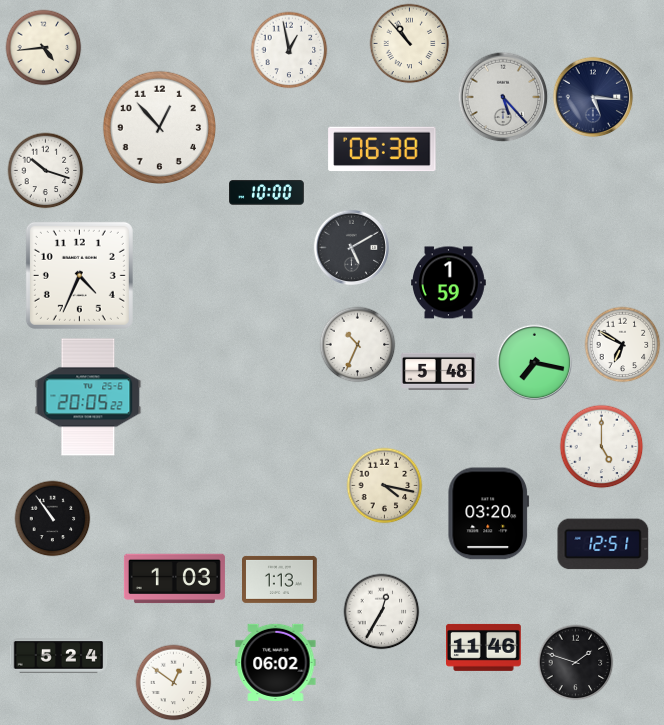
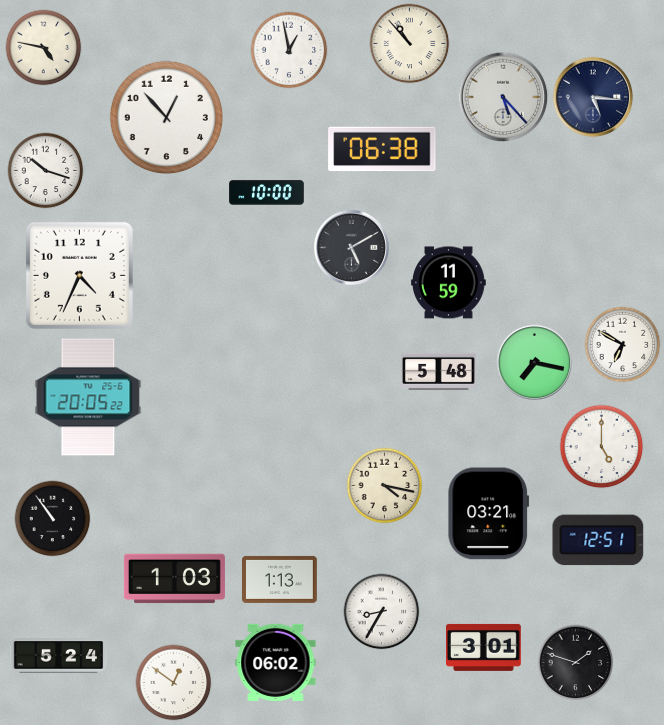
clock at (44, 48): 4:44 -> 4:47
clock at (159, 127) position: (159, 127) -> (166, 117)
clock at (449, 283): 1:59 -> 11:59
clock at (358, 345): 10:34 -> none
clock at (489, 514): 03:20 -> 03:21
clock at (603, 544) position: (603, 544) -> (598, 540)
clock at (382, 612): 12:35 -> 8:35
clock at (484, 647): 11:46 -> 3:01
